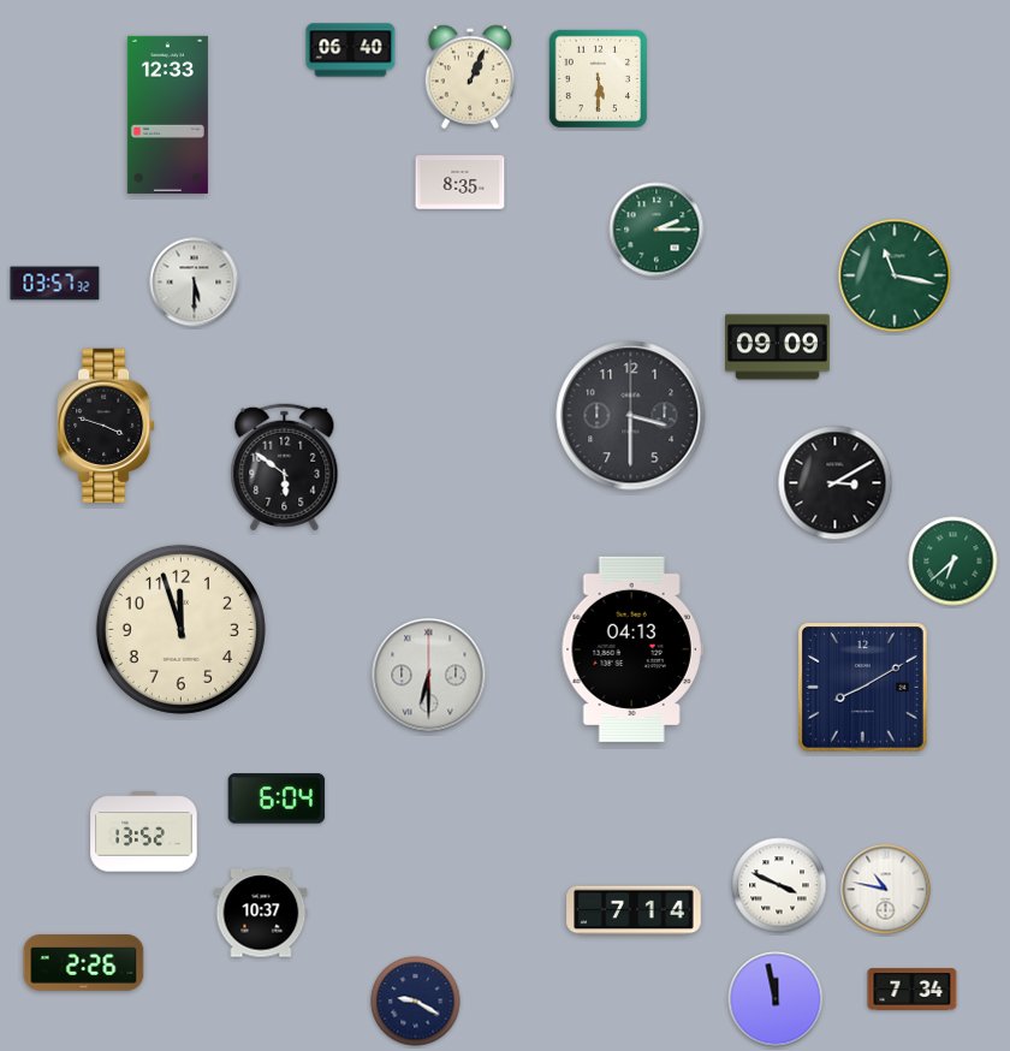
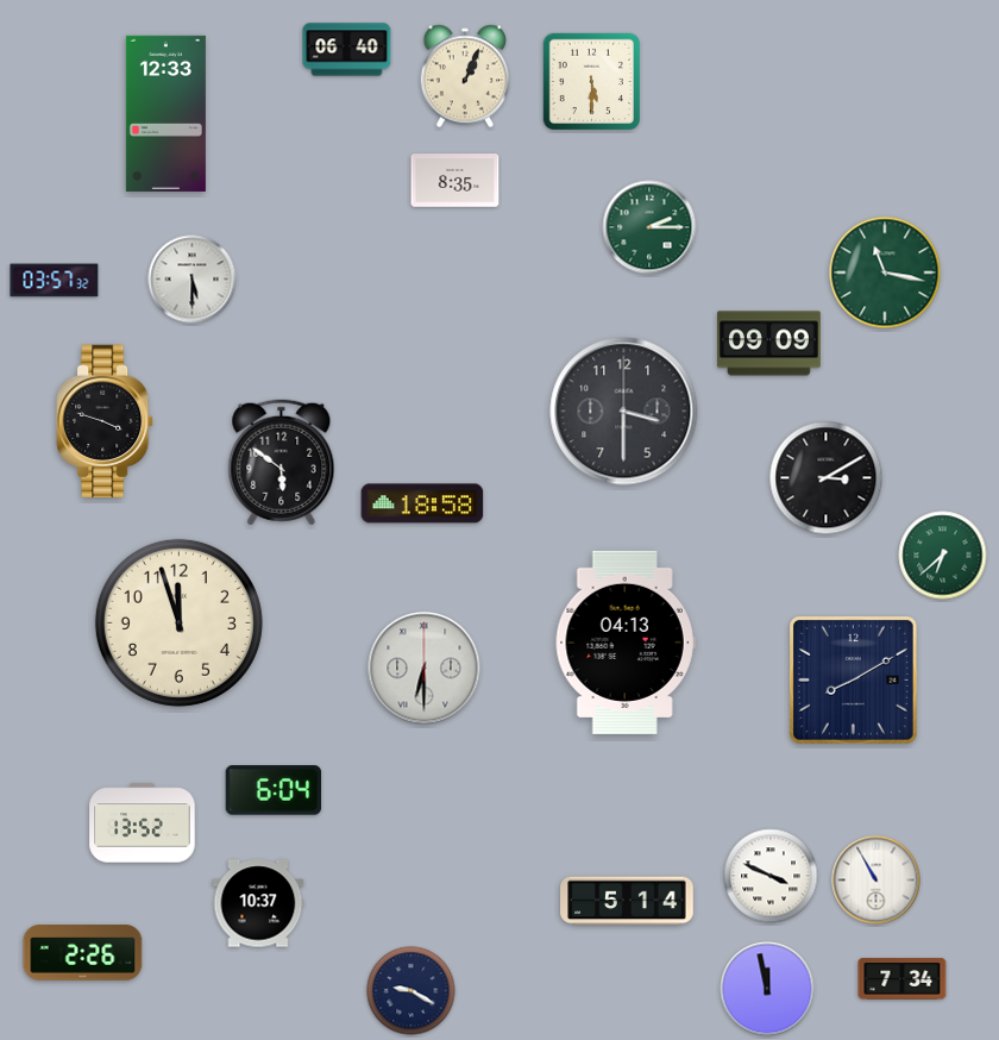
clock at (598, 78) position: (598, 78) -> (591, 81)
clock at (422, 503): none -> 18:58
clock at (886, 890): 10:47 -> 10:55
clock at (634, 910): 7:14 -> 5:14
